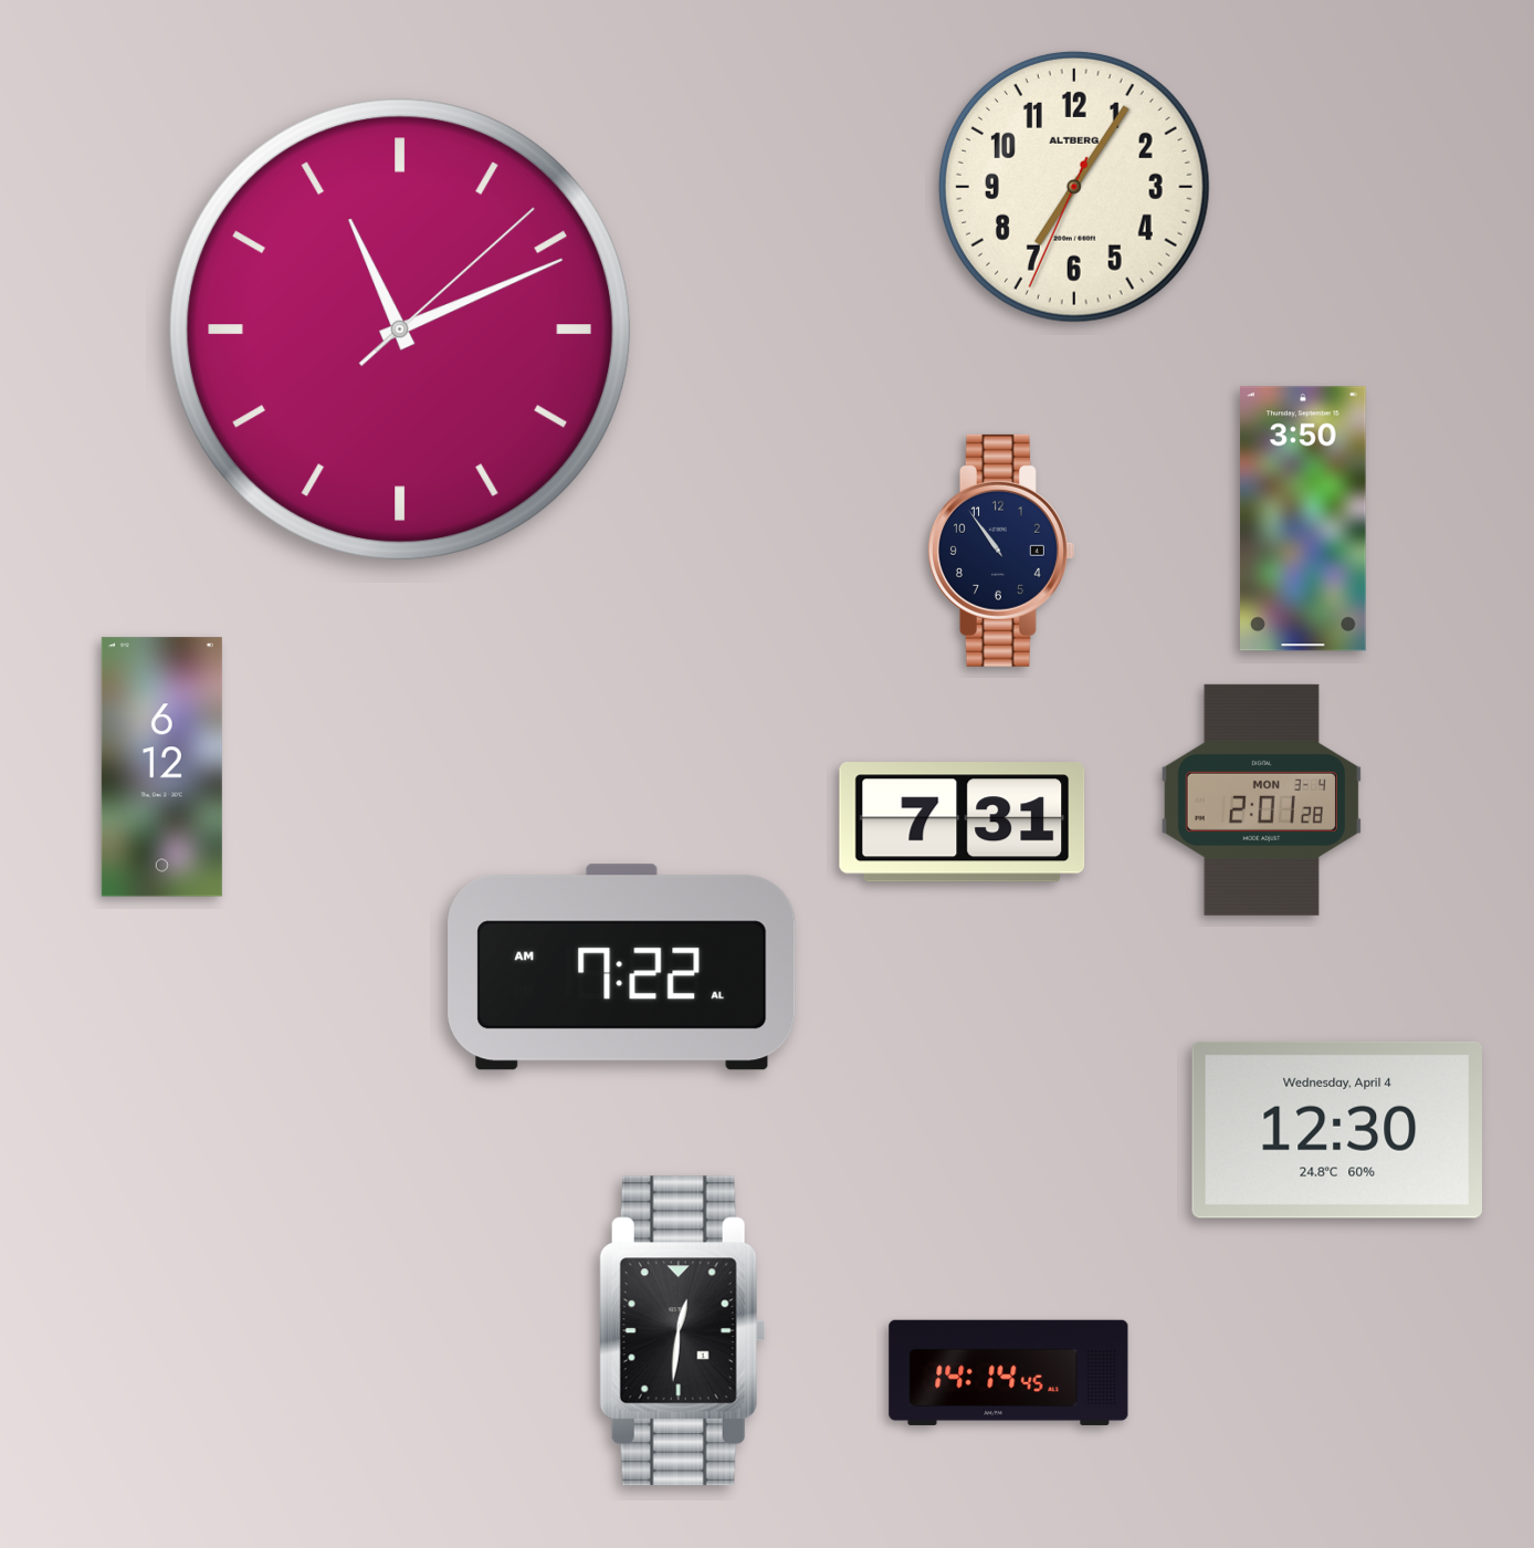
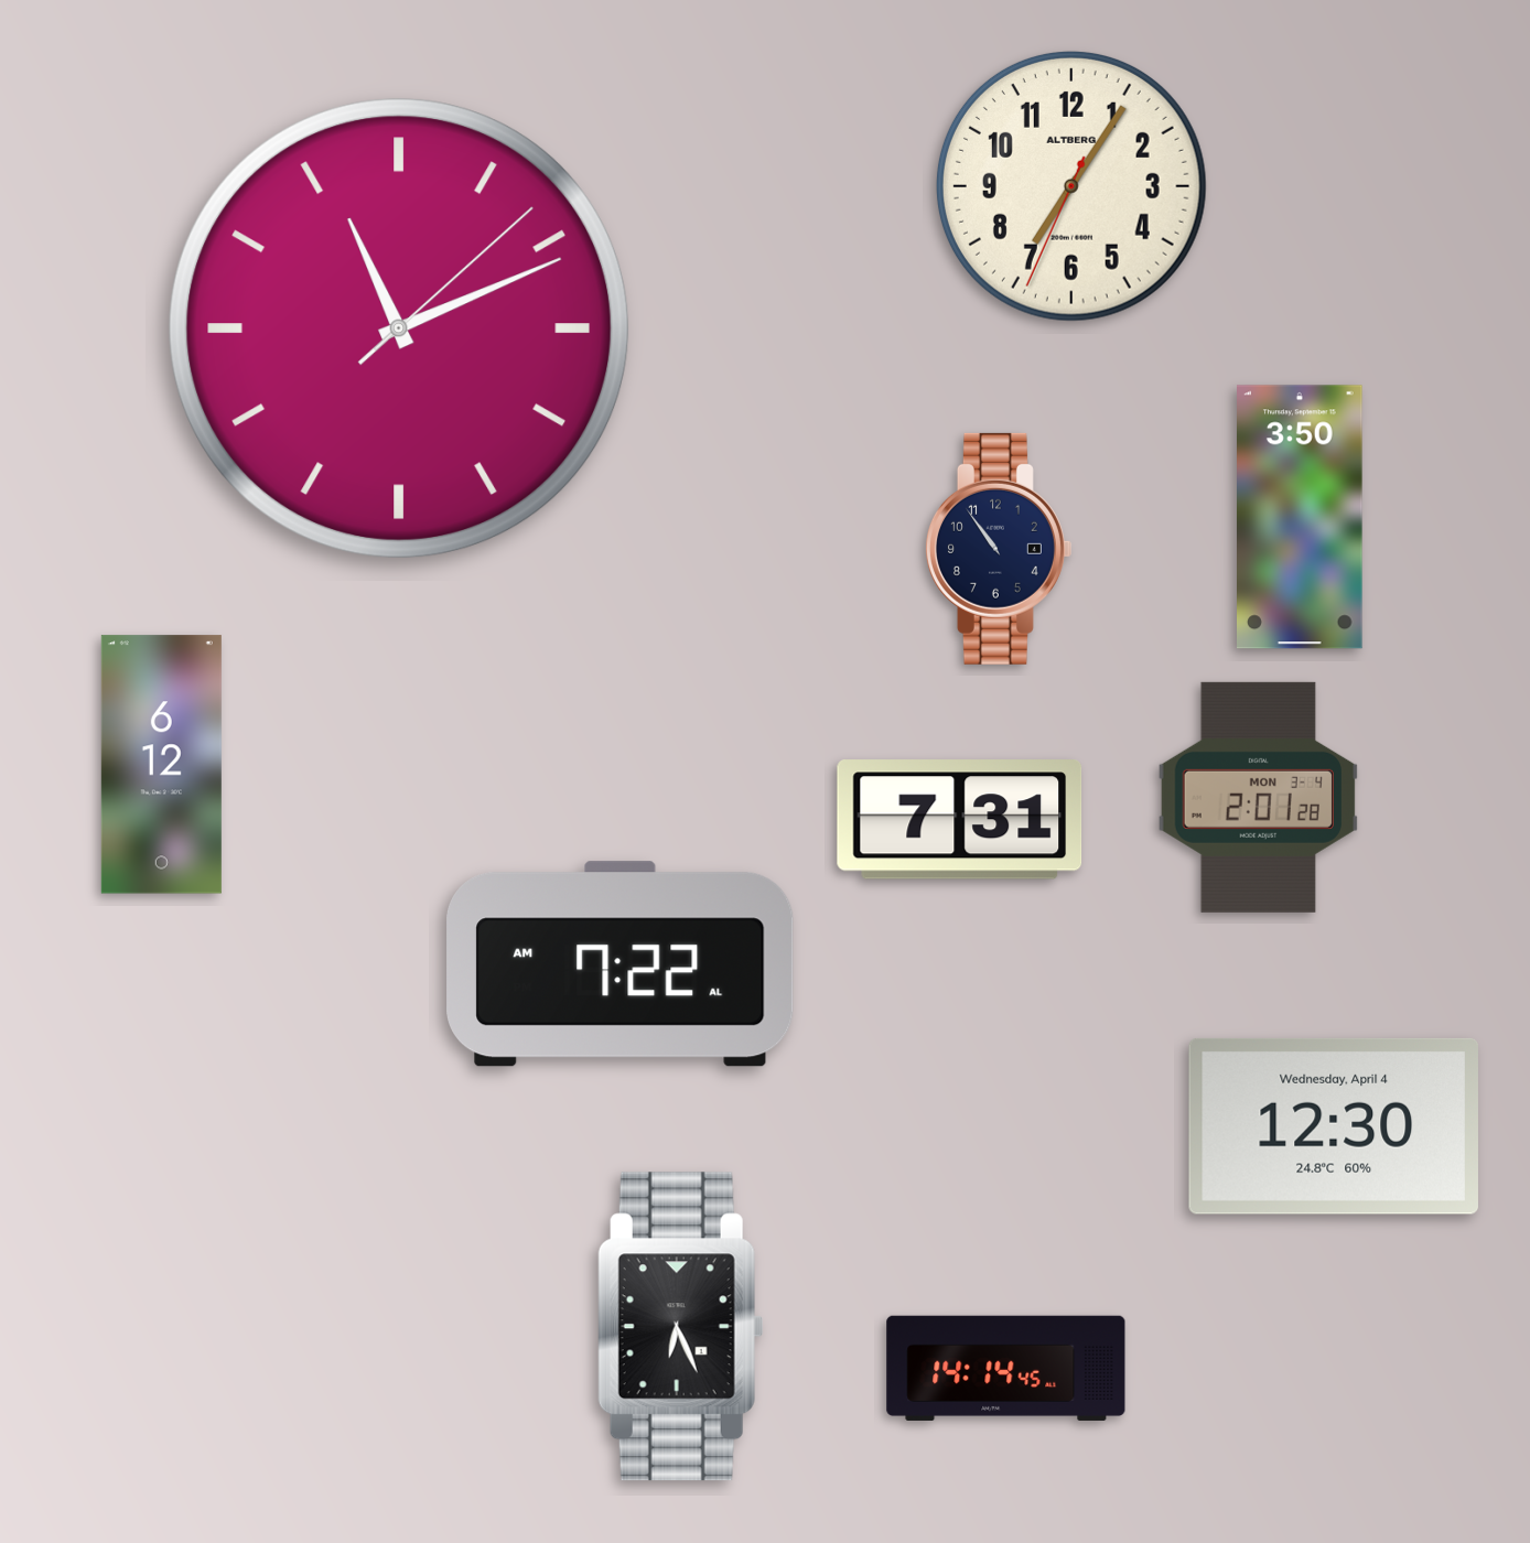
clock at (682, 1331): 12:31 -> 6:26
